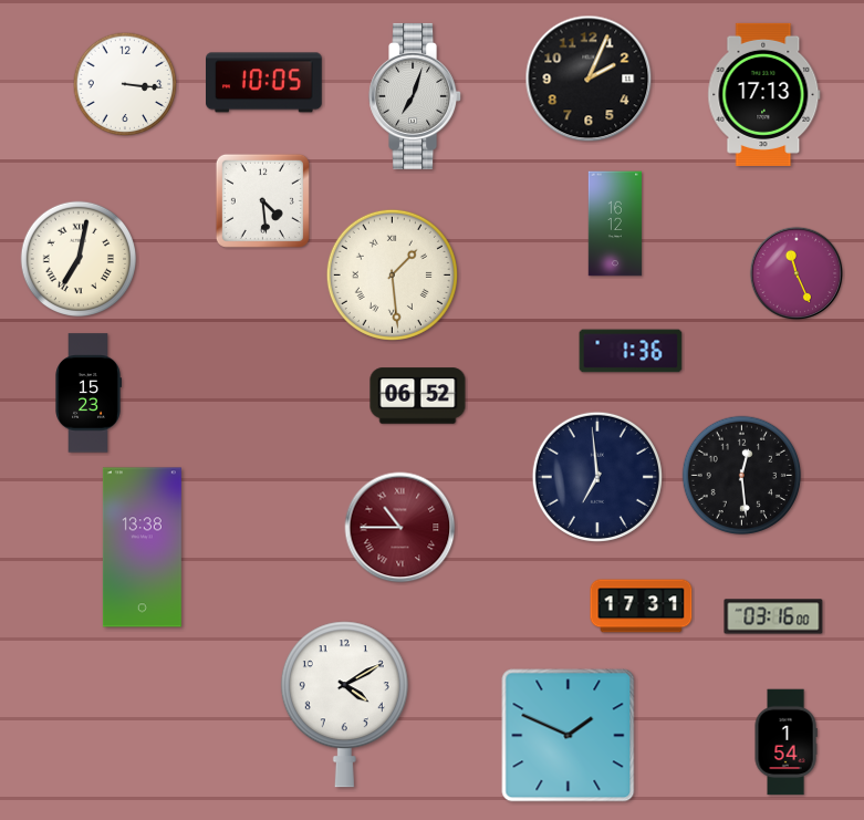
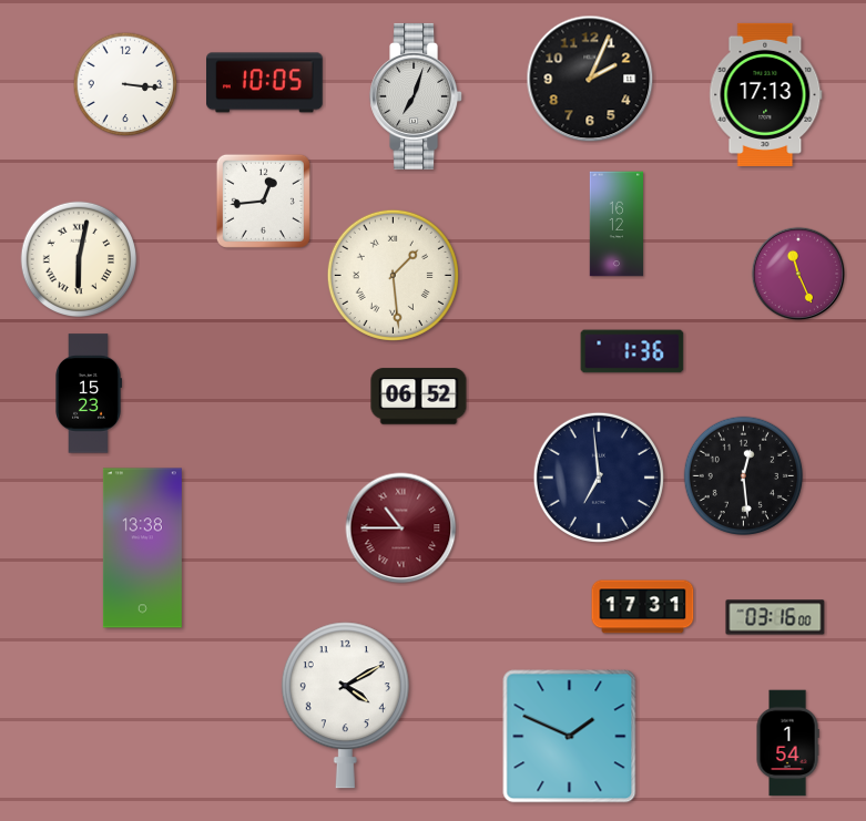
clock at (262, 200): 4:29 -> 12:44
clock at (79, 259): 7:02 -> 6:02
